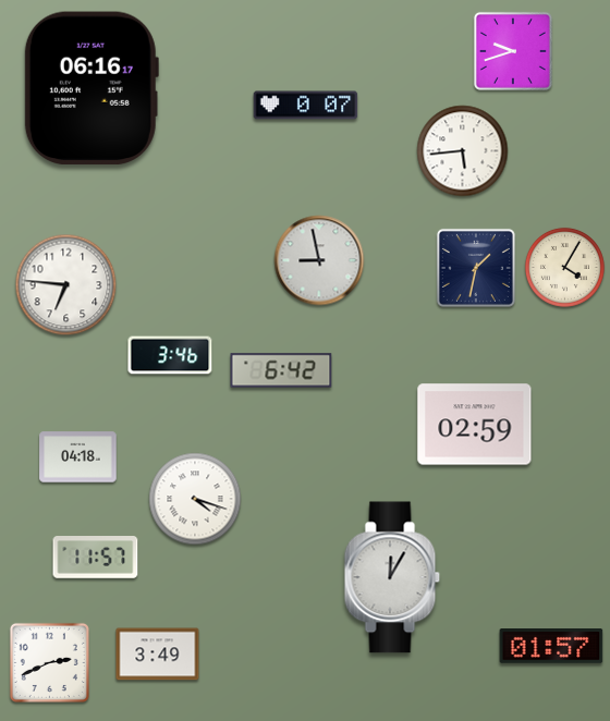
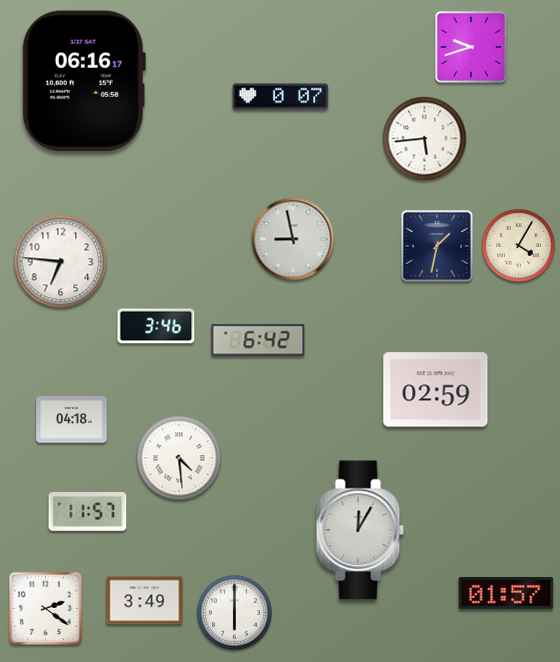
clock at (195, 499): 4:18 -> 4:29
clock at (49, 662): 2:41 -> 2:21
clock at (235, 613): none -> 6:00
